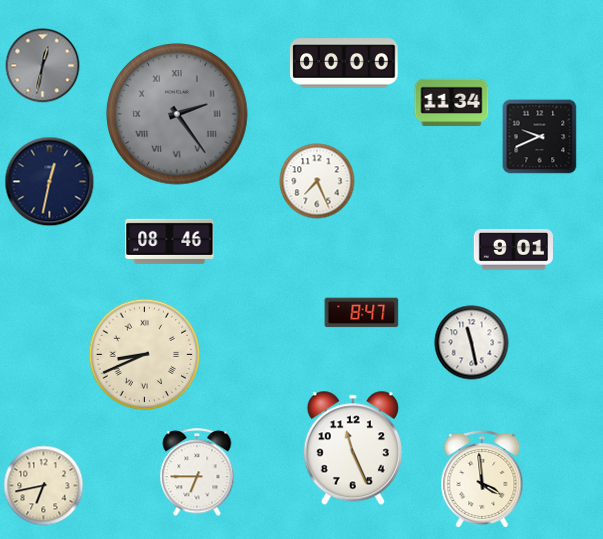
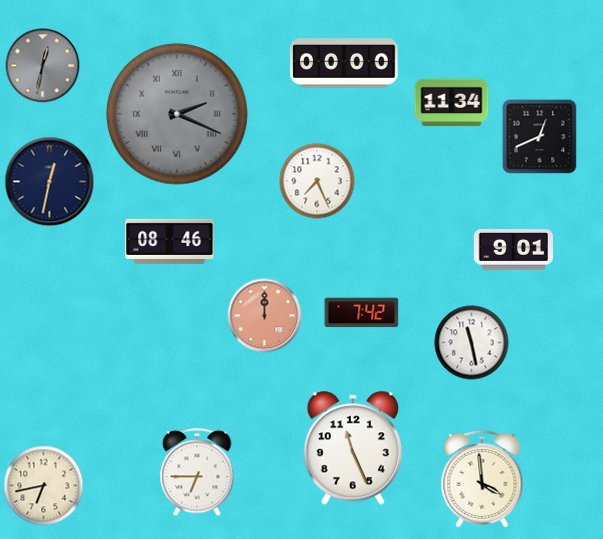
clock at (177, 114): 2:24 -> 2:19
clock at (540, 137): 9:41 -> 12:41
clock at (362, 313): 8:47 -> 7:42
clock at (265, 316): none -> 12:00
clock at (145, 355): 8:41 -> none
